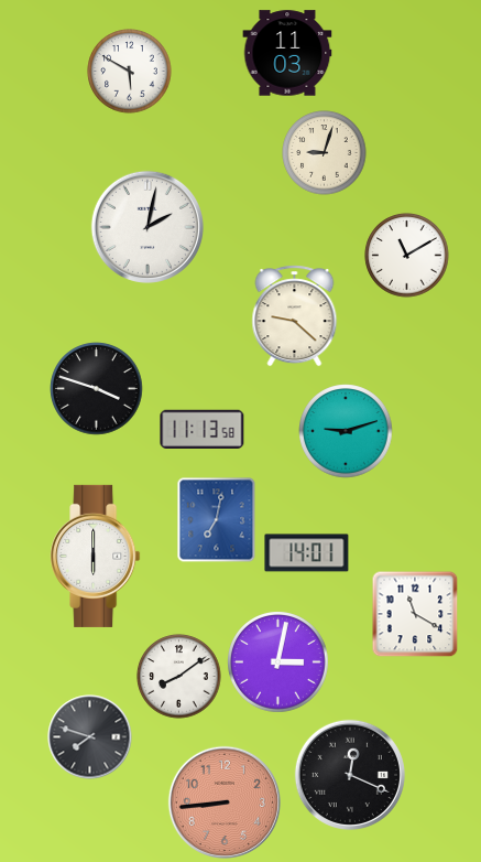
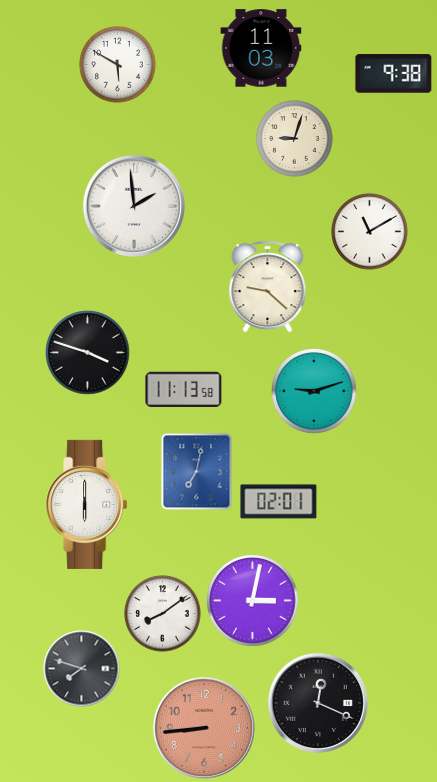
clock at (394, 74): none -> 9:38
clock at (147, 227): 2:02 -> 1:59
clock at (307, 553): 14:01 -> 02:01
clock at (415, 614): 11:20 -> none
